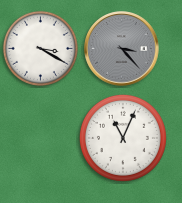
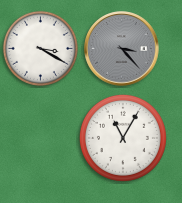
clock at (123, 138): 11:04 -> 11:05
